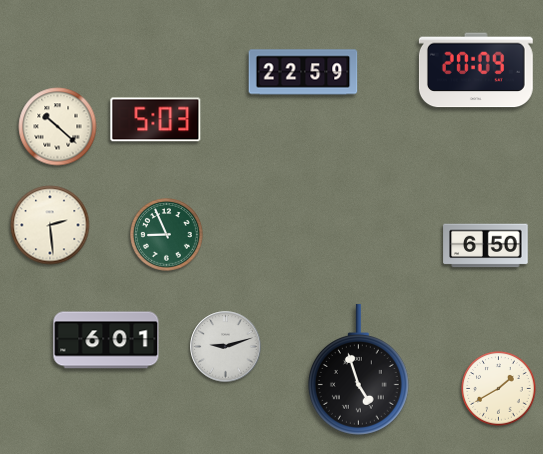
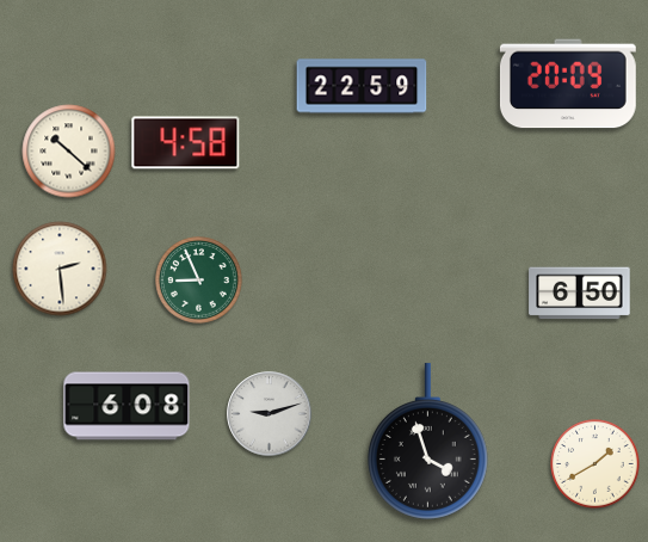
clock at (156, 120): 5:03 -> 4:58
clock at (106, 340): 6:01 -> 6:08
clock at (358, 370): 4:57 -> 3:57
